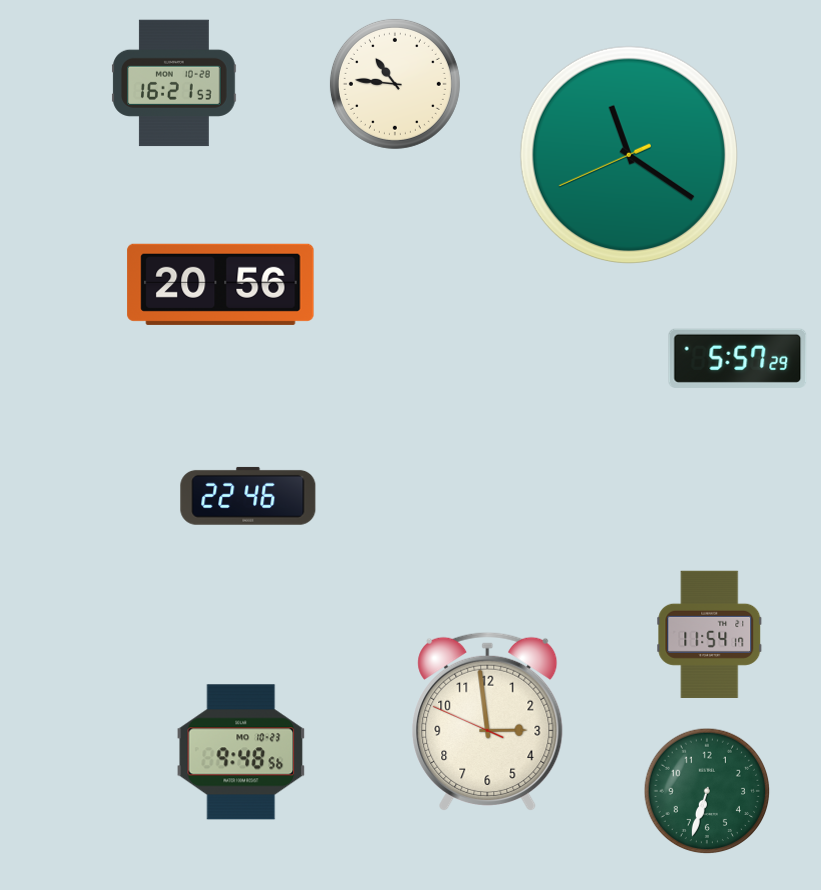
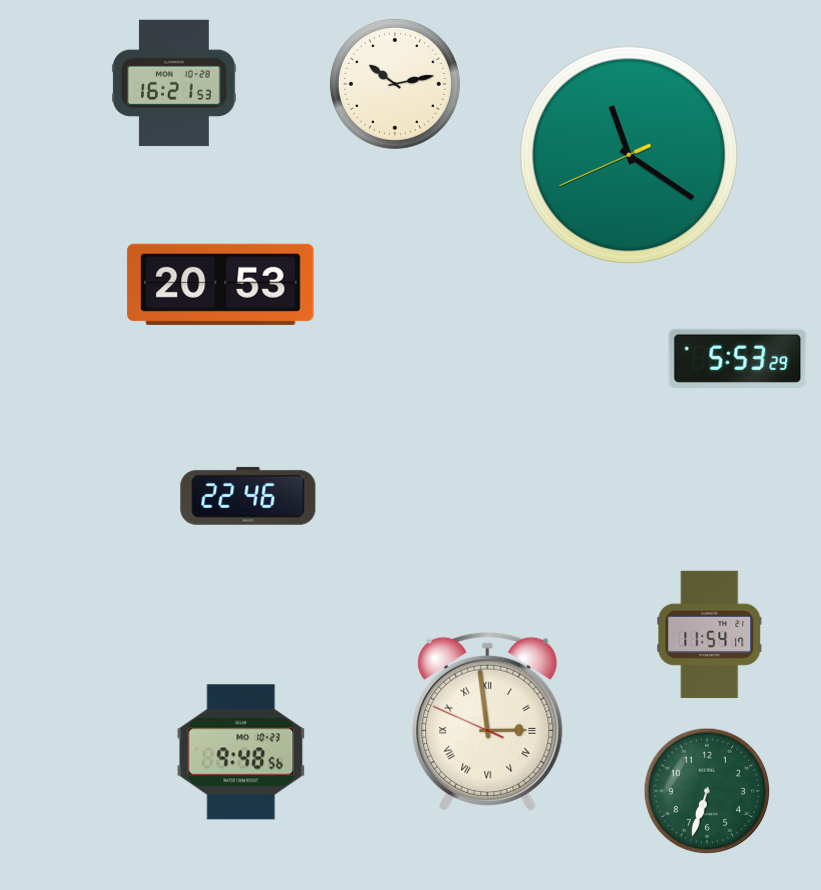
clock at (395, 84): 10:46 -> 10:13
clock at (221, 284): 20:56 -> 20:53
clock at (738, 358): 5:57 -> 5:53
clock at (488, 722) numerals: Arabic -> Roman
